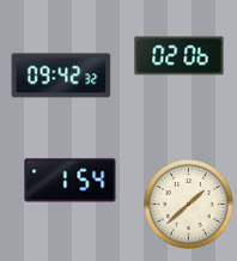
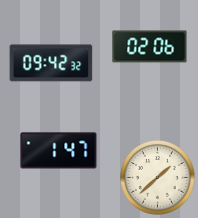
clock at (71, 181): 1:54 -> 1:47
clock at (189, 205) position: (189, 205) -> (158, 178)
